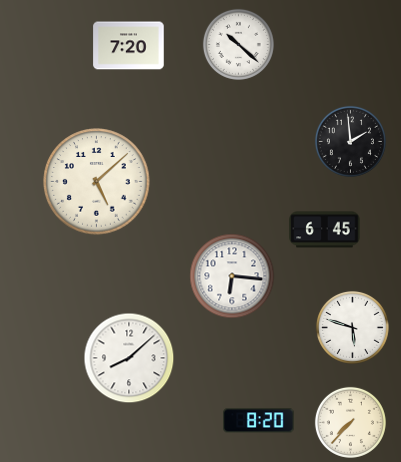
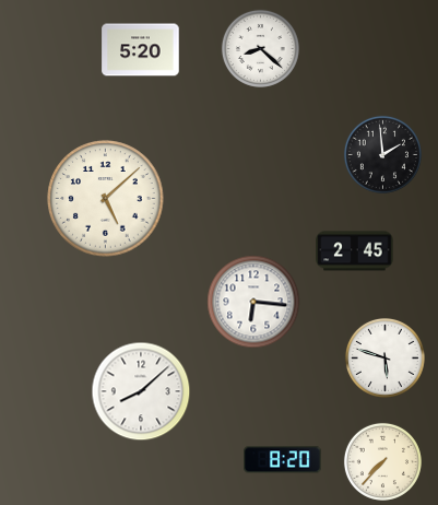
clock at (238, 44): 10:22 -> 8:22
clock at (129, 46): 7:20 -> 5:20
clock at (325, 230): 6:45 -> 2:45
